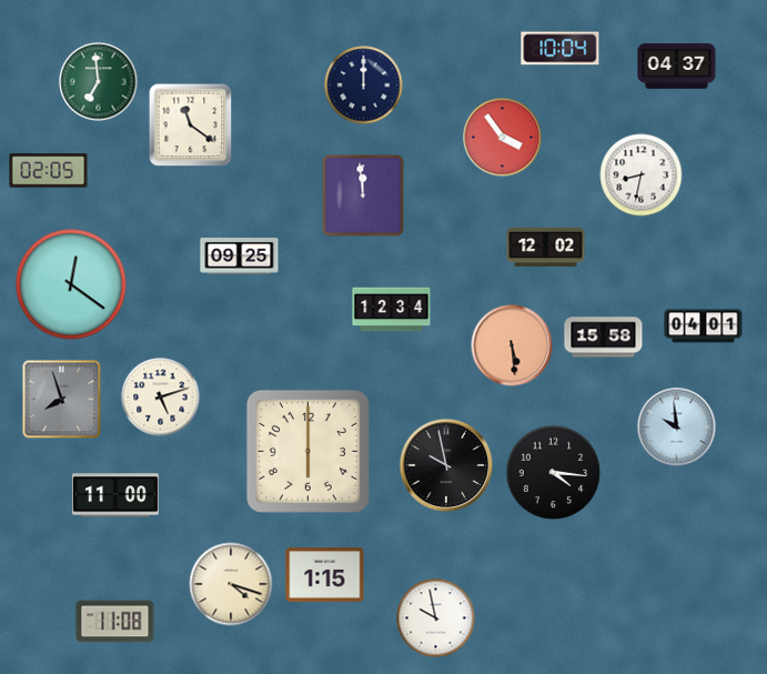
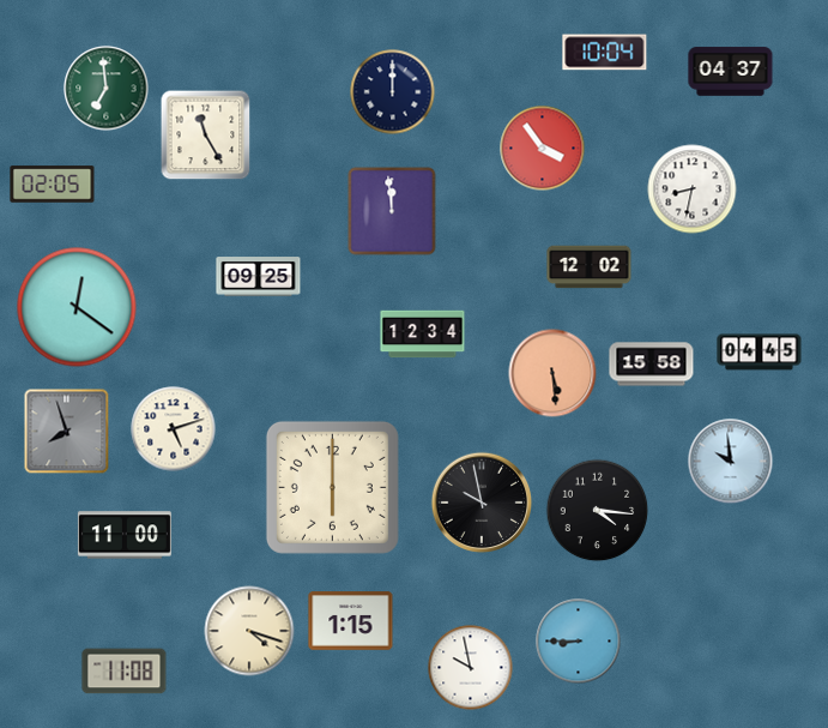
clock at (191, 125): 11:21 -> 11:25
clock at (704, 326): 04:01 -> 04:45
clock at (579, 642): none -> 8:45
